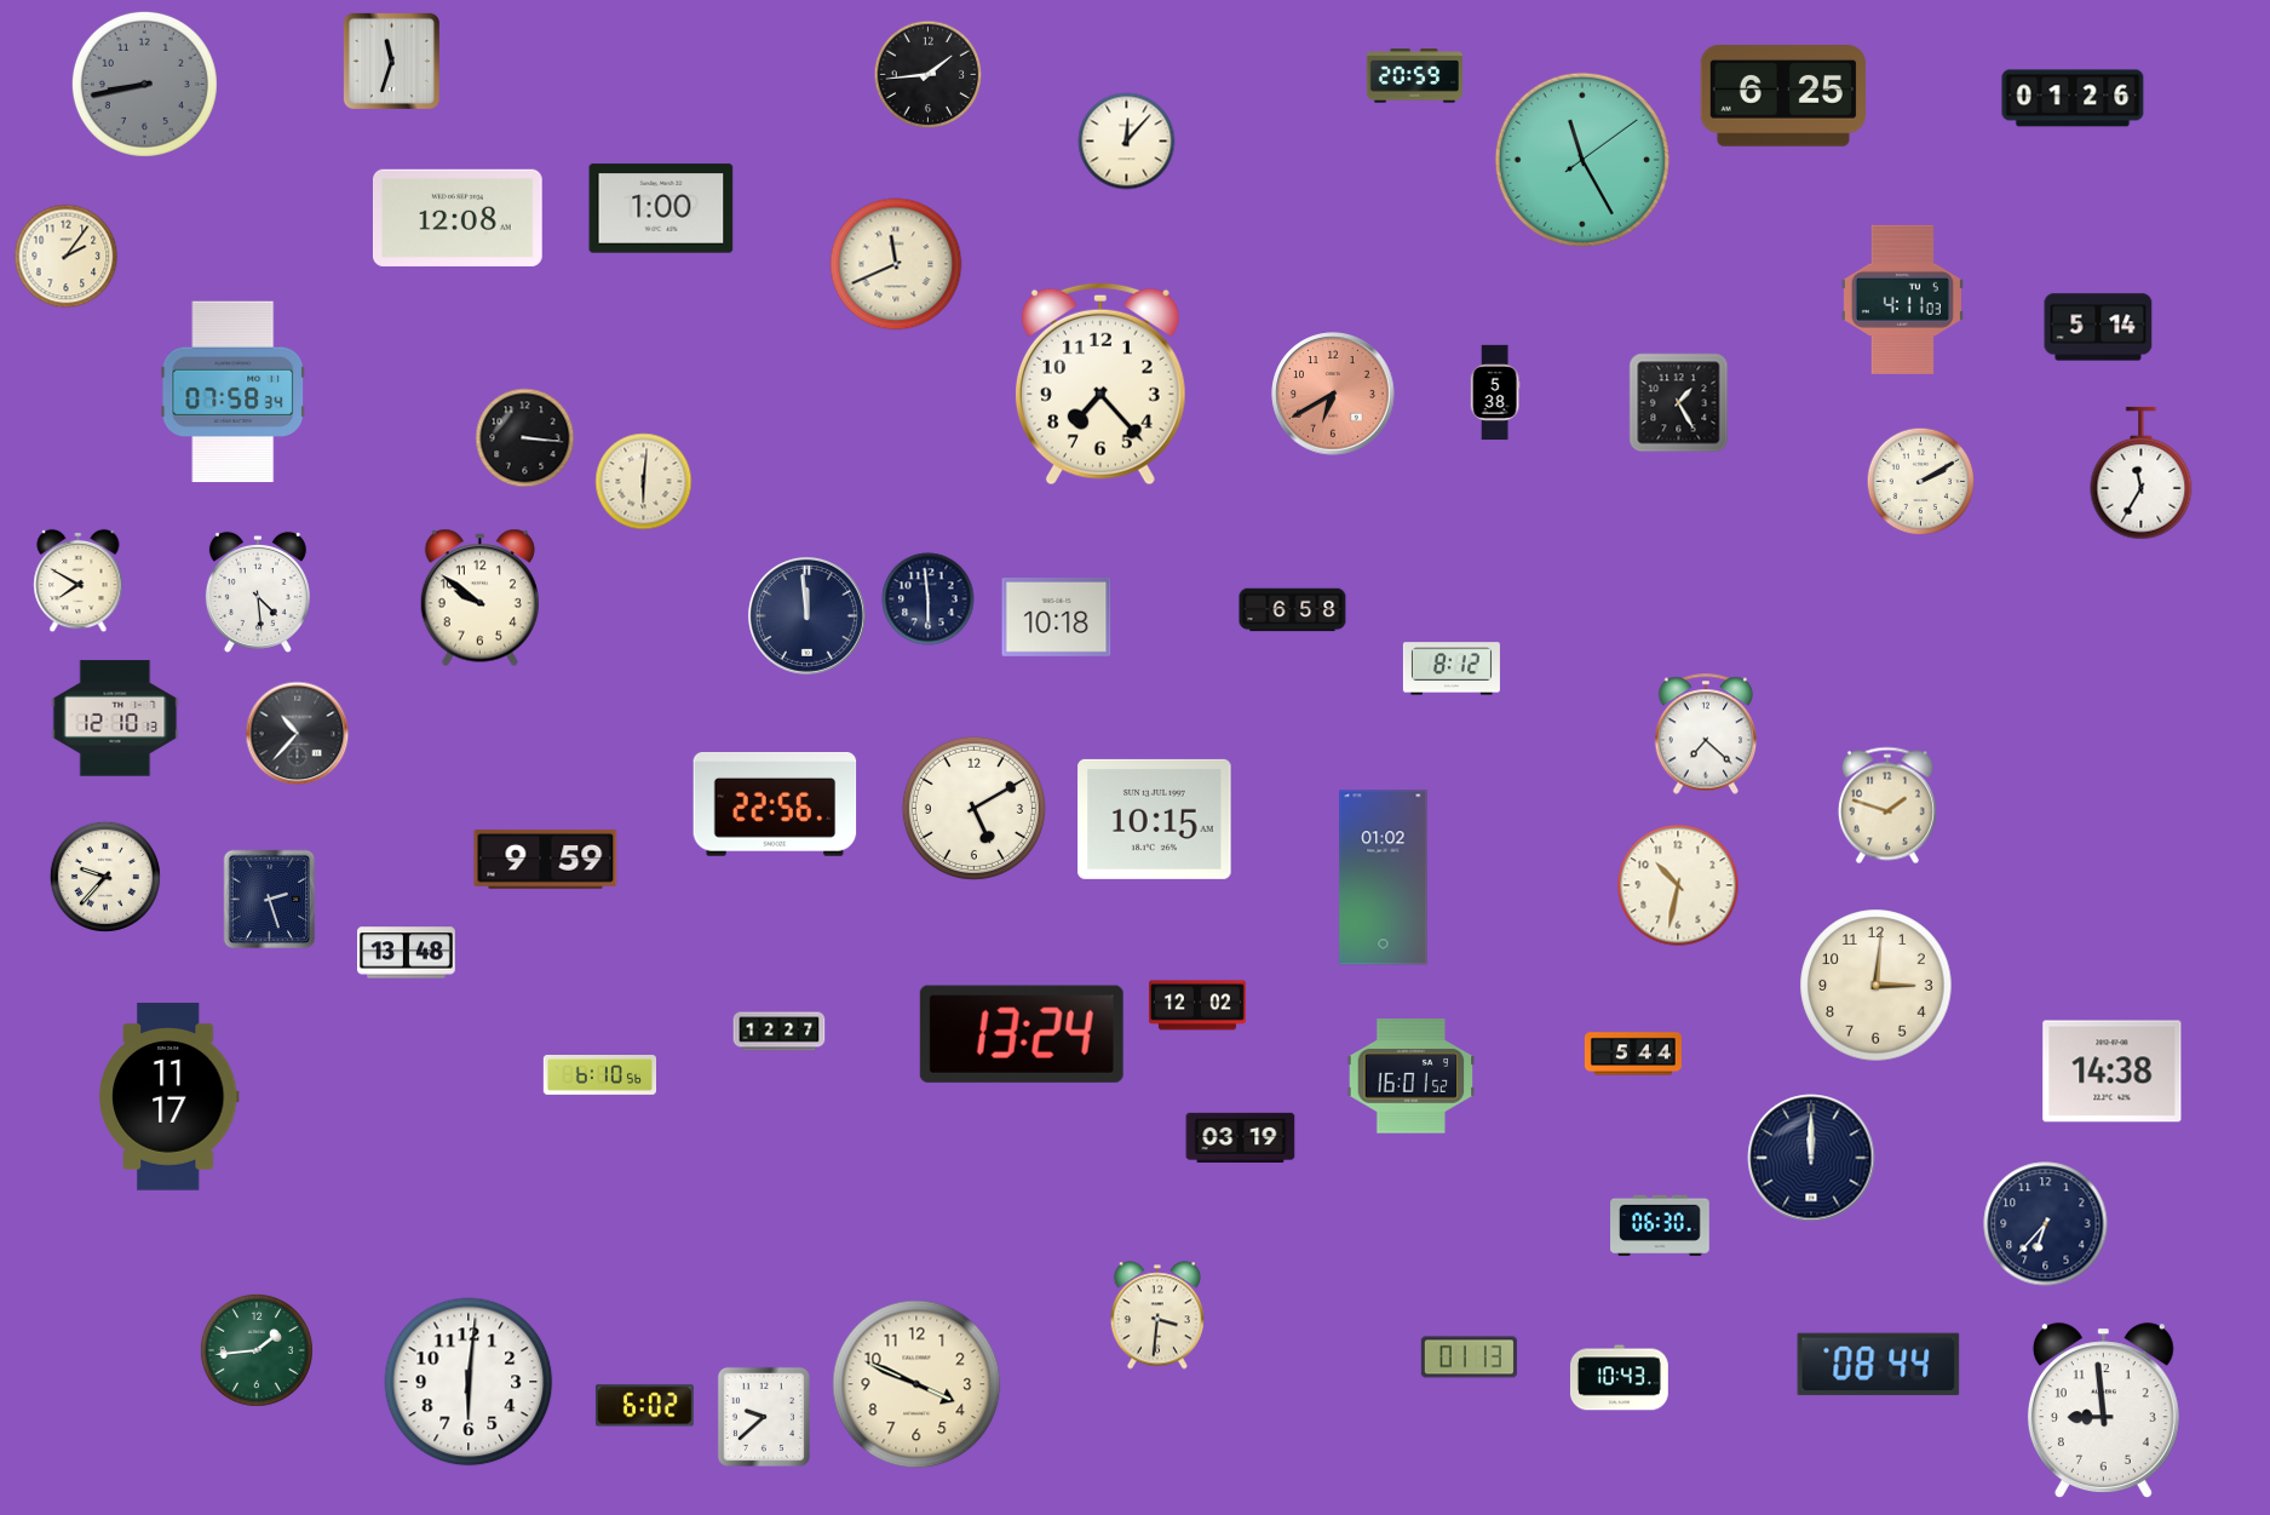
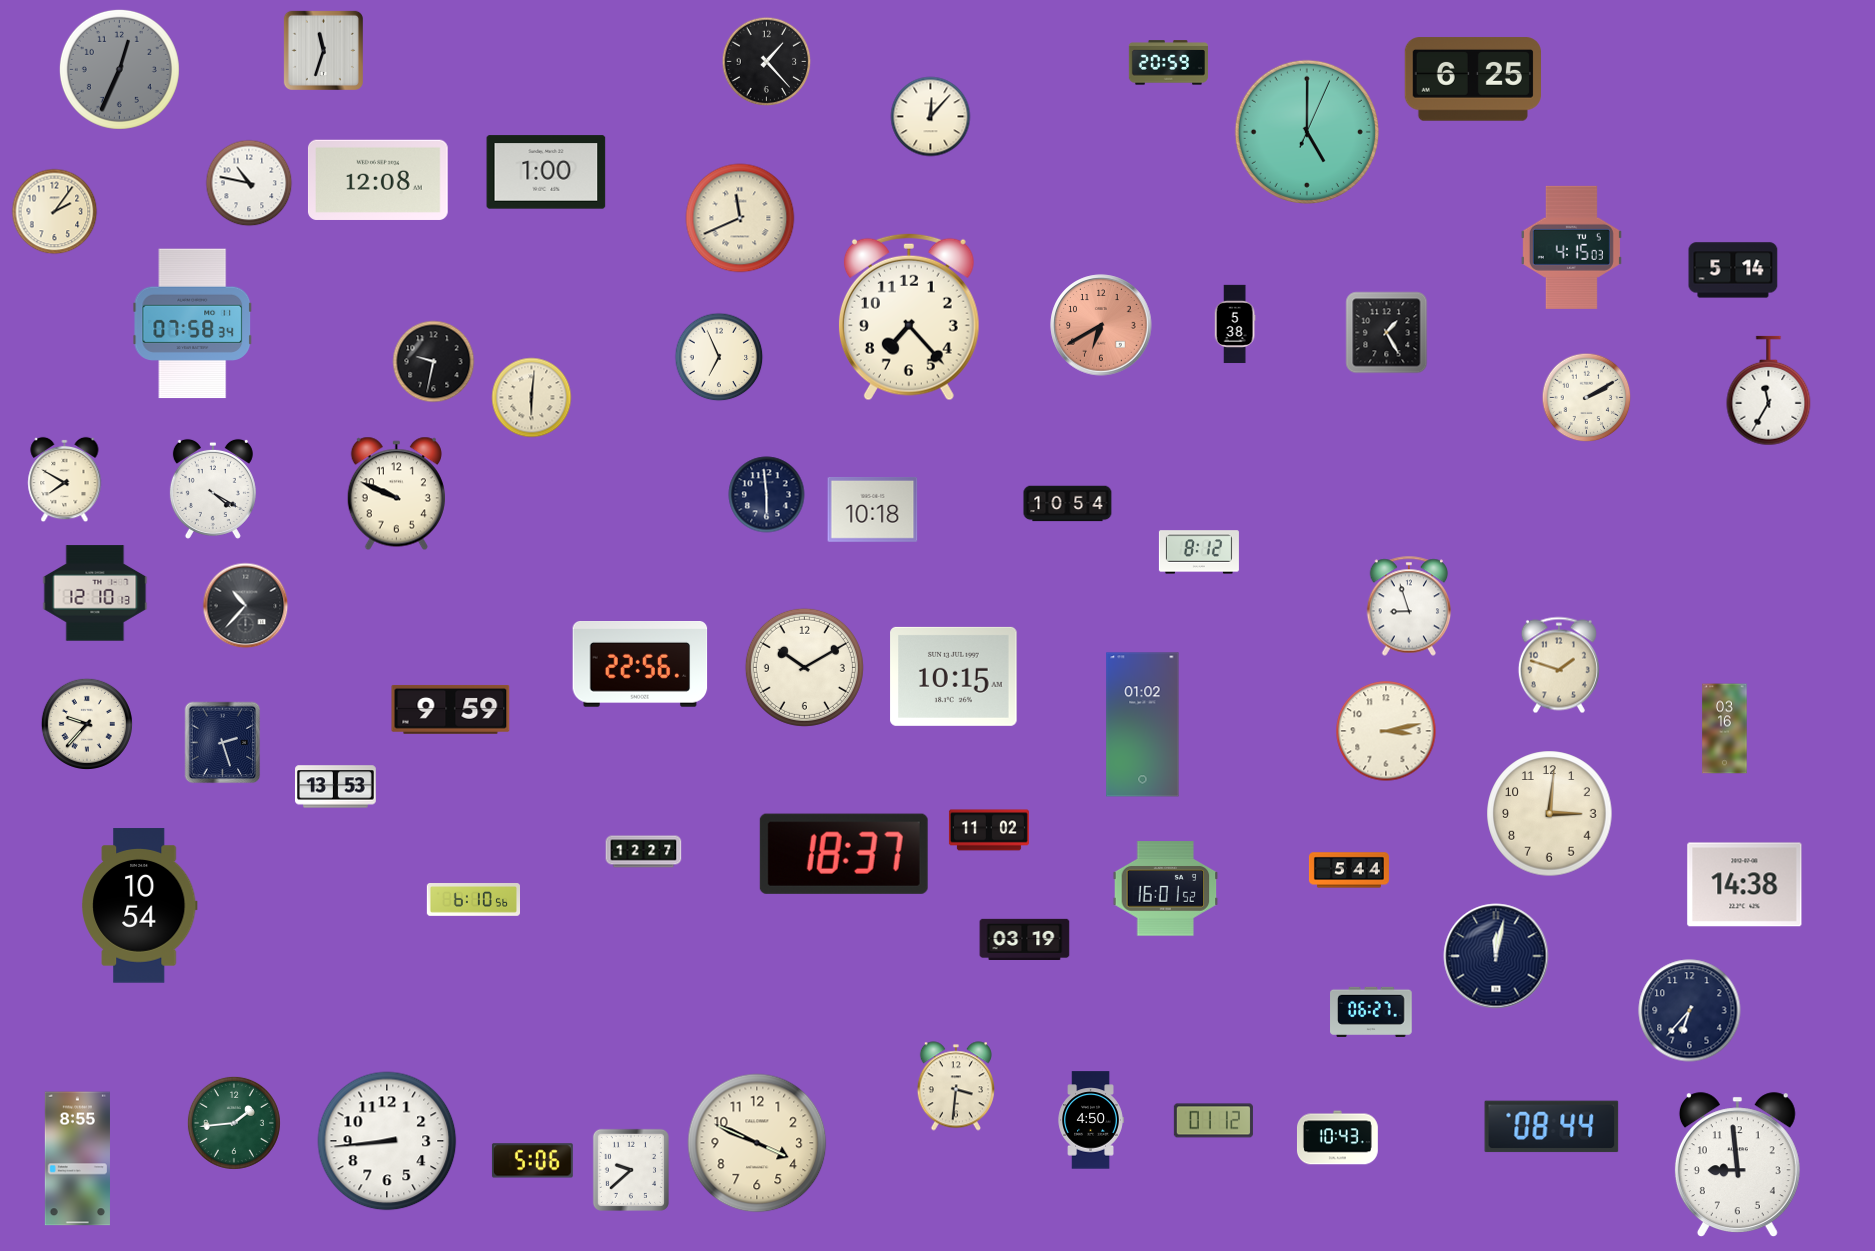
clock at (929, 75): 1:44 -> 1:23
clock at (144, 84): 8:43 -> 12:34
clock at (2073, 98): 01:26 -> none
clock at (1582, 160): 11:25 -> 5:00
clock at (249, 183): none -> 10:47
clock at (1902, 299): 4:11 -> 4:15
clock at (719, 357): none -> 6:56
clock at (525, 438): 3:16 -> 9:32
clock at (258, 592): 4:29 -> 4:20
clock at (479, 598): 9:51 -> 9:49
clock at (1293, 610): 6:58 -> 10:54
clock at (806, 615): 11:59 -> none
clock at (1706, 734): 7:22 -> 8:57
clock at (973, 808): 5:10 -> 10:10
clock at (1725, 729): none -> 03:16
clock at (1678, 885): 10:32 -> 3:13
clock at (407, 953): 13:48 -> 13:53
clock at (1197, 1005): 12:02 -> 11:02
clock at (1022, 1034): 13:24 -> 18:37
clock at (599, 1075) position: (599, 1075) -> (473, 900)
clock at (169, 1097): 11:17 -> 10:54
clock at (1811, 1158): 12:00 -> 12:02
clock at (1660, 1226): 06:30 -> 06:27
clock at (257, 1350) position: (257, 1350) -> (234, 1123)
clock at (1091, 1120): none -> 4:50
clock at (1469, 1358): 01:13 -> 01:12
clock at (469, 1382): 6:01 -> 8:44
clock at (77, 1159): none -> 8:55
clock at (644, 1406): 6:02 -> 5:06
